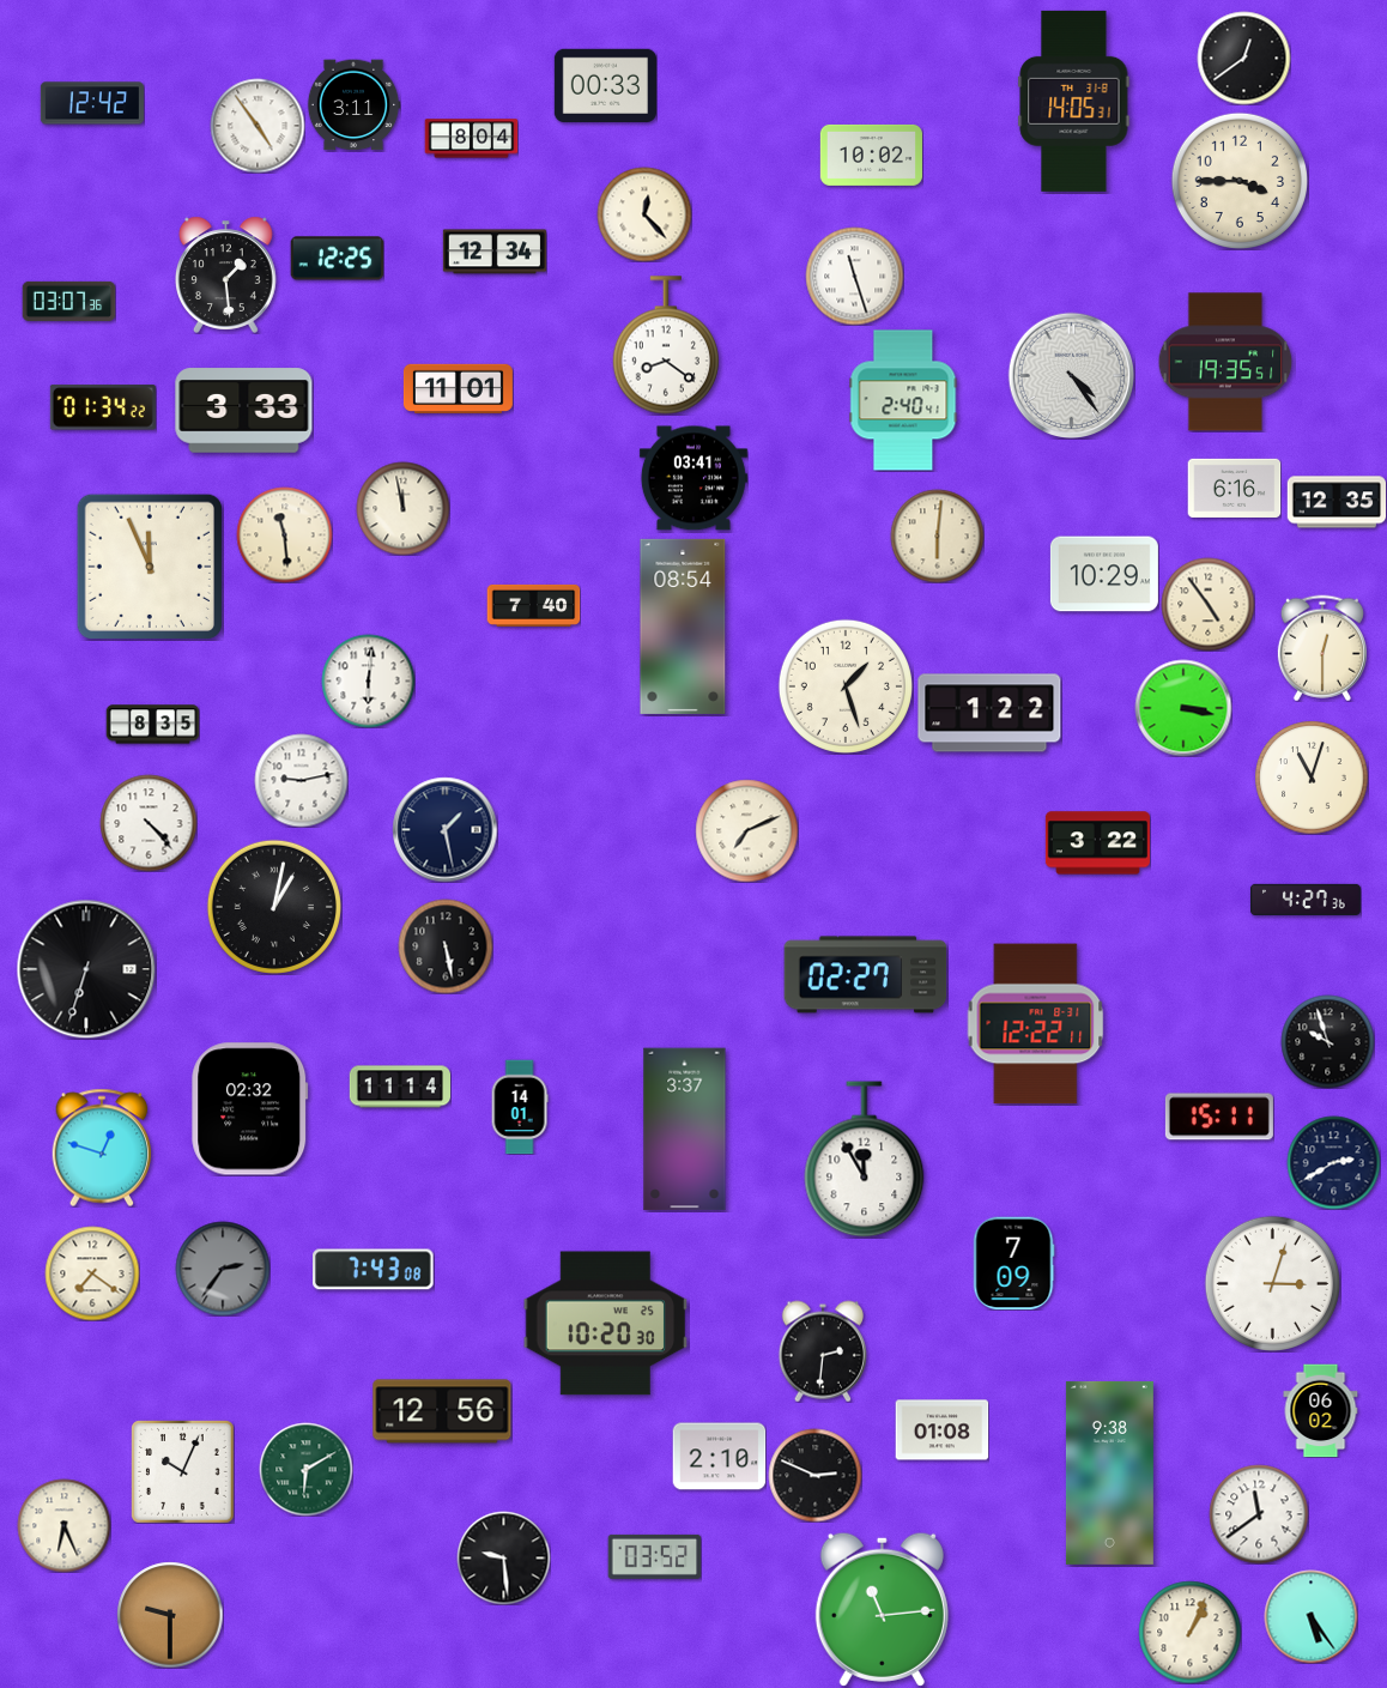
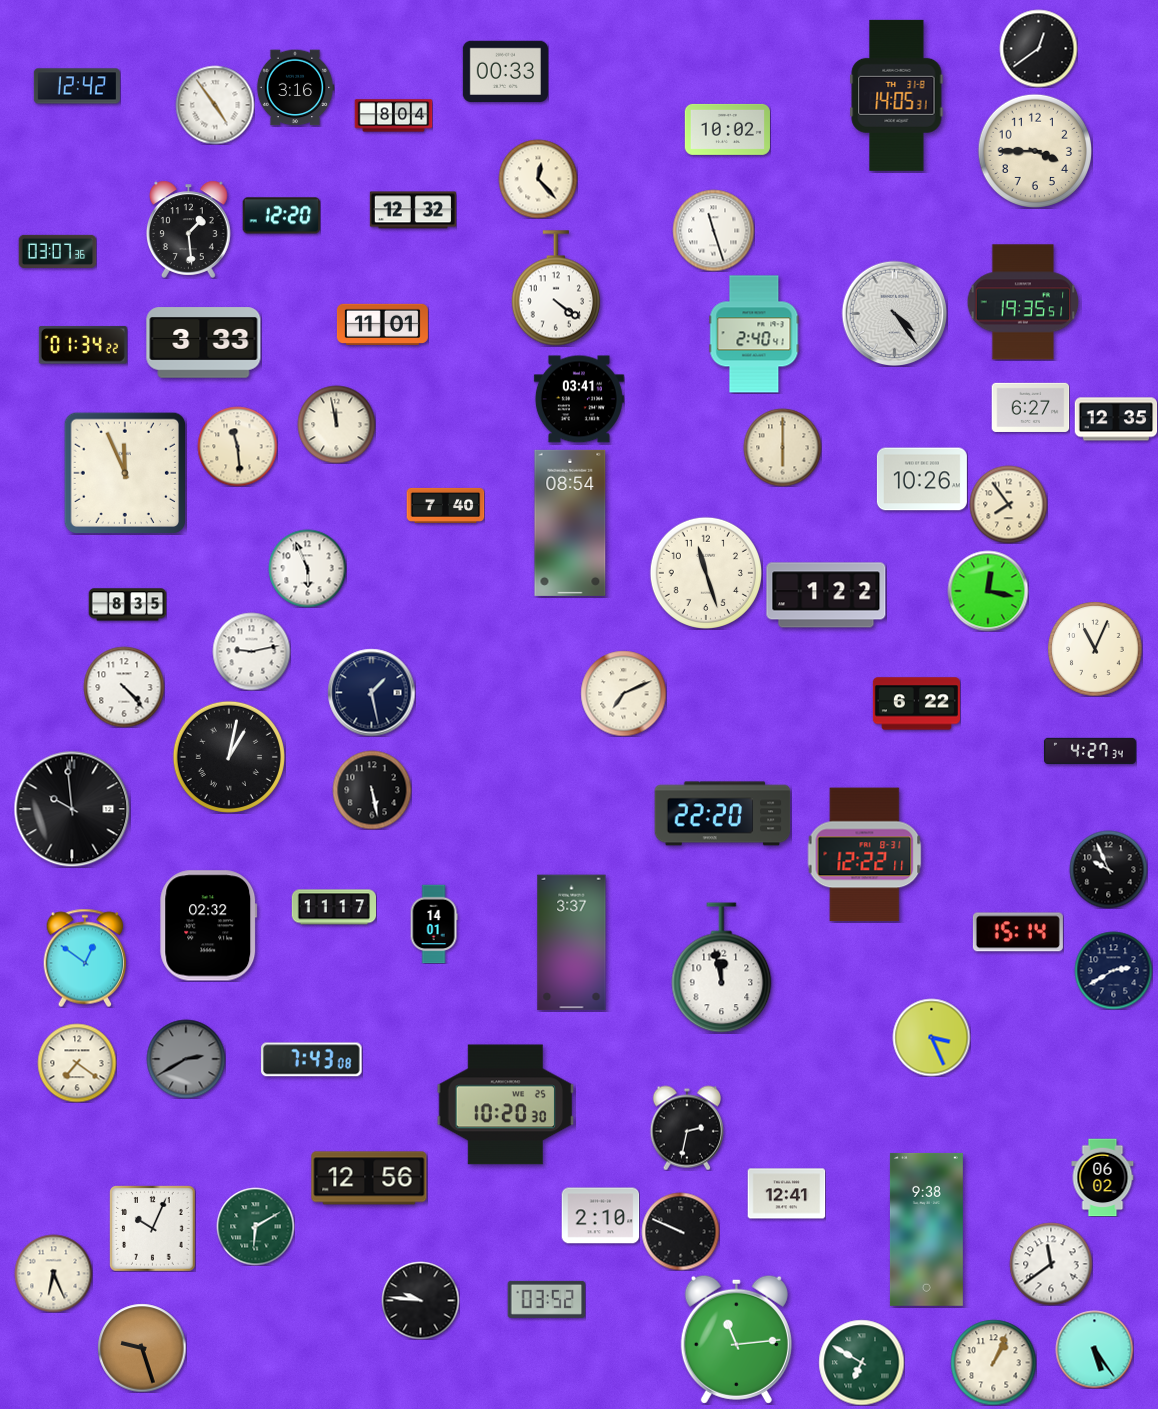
clock at (1074, 101) position: (1074, 101) -> (897, 95)
clock at (353, 105): 3:11 -> 3:16
clock at (495, 252): 12:34 -> 12:32
clock at (337, 259): 12:25 -> 12:20
clock at (665, 345): 8:21 -> 4:21
clock at (103, 407) position: (103, 407) -> (83, 345)
clock at (1234, 488): 6:16 -> 6:27
clock at (937, 536): 6:01 -> 6:00
clock at (1104, 574): 10:29 -> 10:26
clock at (1207, 604): 4:54 -> 7:54
clock at (1322, 648): 12:30 -> none
clock at (368, 680): 6:01 -> 5:56
clock at (846, 686): 1:27 -> 11:27
clock at (1183, 708): 3:17 -> 12:17
clock at (1312, 778): 11:03 -> 11:04
clock at (1097, 843): 3:22 -> 6:22
clock at (1306, 899): 4:27:36 -> 4:27:34
clock at (86, 969): 6:33 -> 9:59
clock at (866, 975): 02:27 -> 22:20
clock at (1327, 1041): 9:57 -> 9:56
clock at (399, 1087): 11:14 -> 11:17
clock at (1219, 1117): 15:11 -> 15:14
clock at (102, 1148): 12:48 -> 12:51
clock at (865, 1160): 11:55 -> 11:58
clock at (931, 1037): none -> 3:26
clock at (1013, 1263): 7:09 -> none
clock at (223, 1269): 2:36 -> 2:40
clock at (1272, 1283): 3:03 -> none
clock at (823, 1351): 2:31 -> 2:32
clock at (941, 1430): 01:08 -> 12:41
clock at (814, 1475): 2:49 -> 9:49
clock at (503, 1557): 9:29 -> 9:46
clock at (882, 1609) position: (882, 1609) -> (736, 1339)
clock at (170, 1615): 9:30 -> 9:27
clock at (861, 1362): none -> 6:50
